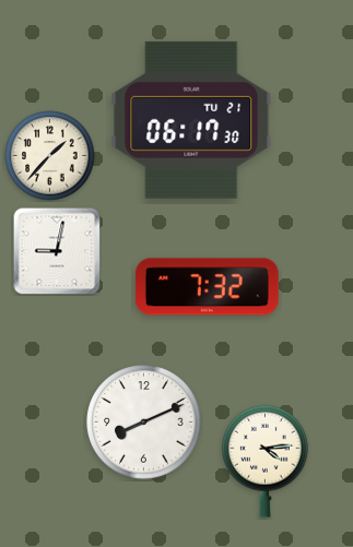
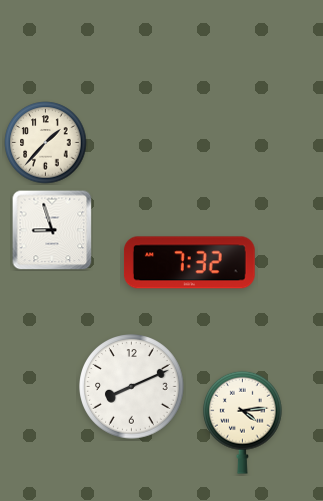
clock at (191, 120): 06:17 -> none
clock at (57, 251): 9:02 -> 8:57
